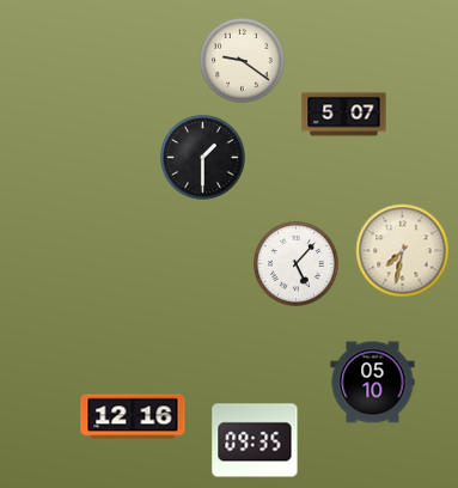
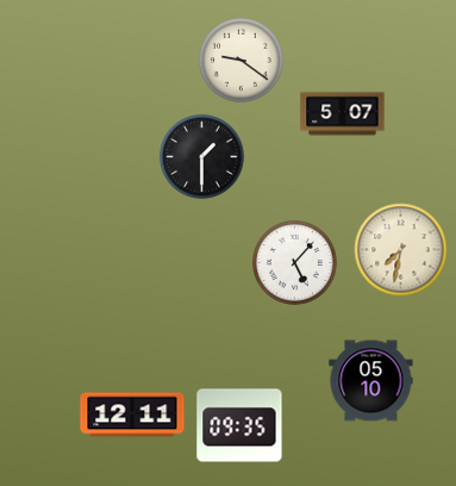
clock at (133, 416): 12:16 -> 12:11
clock at (255, 440) position: (255, 440) -> (239, 425)
